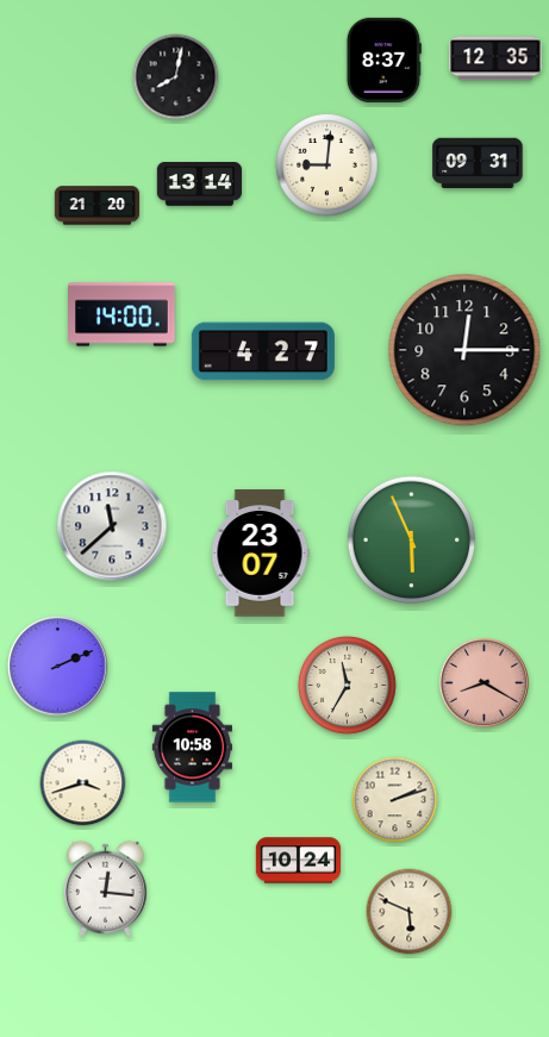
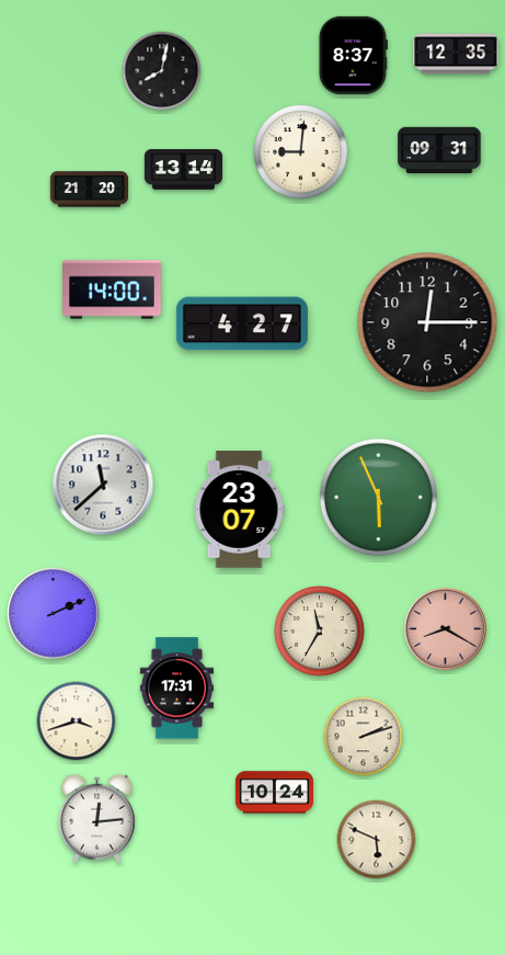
clock at (192, 748): 10:58 -> 17:31
clock at (105, 888): 12:16 -> 12:14
